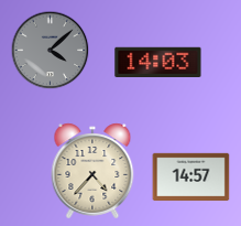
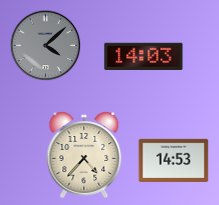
clock at (191, 176): 14:57 -> 14:53
